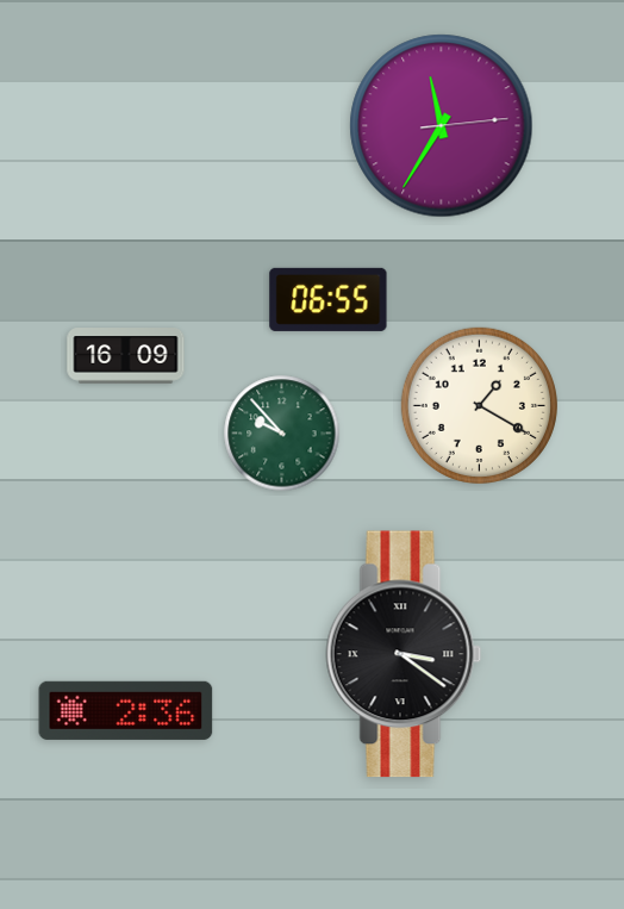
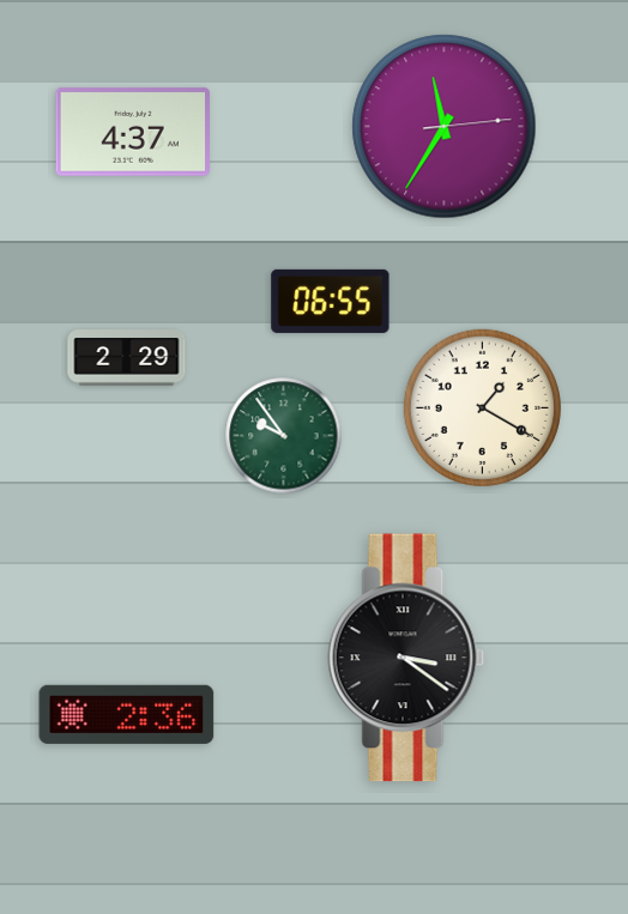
clock at (132, 132): none -> 4:37
clock at (126, 356): 16:09 -> 2:29
clock at (282, 434): 9:53 -> 9:54
